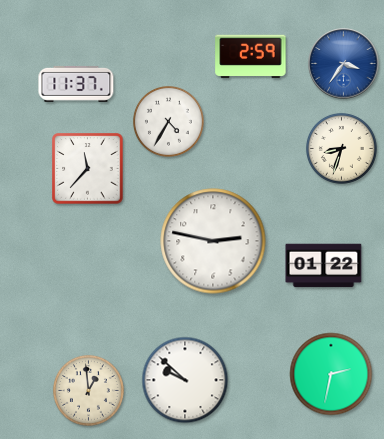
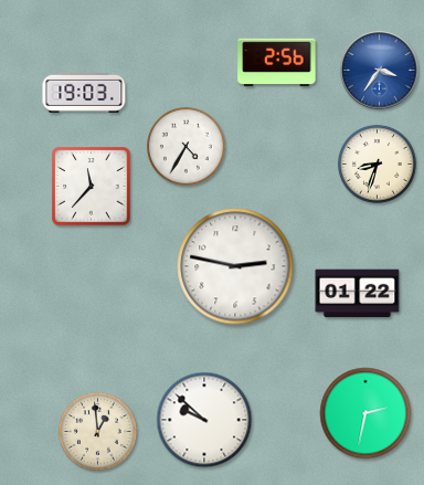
clock at (251, 57): 2:59 -> 2:56
clock at (76, 84): 11:37 -> 19:03
clock at (168, 121) position: (168, 121) -> (185, 146)
clock at (88, 169) position: (88, 169) -> (92, 187)
